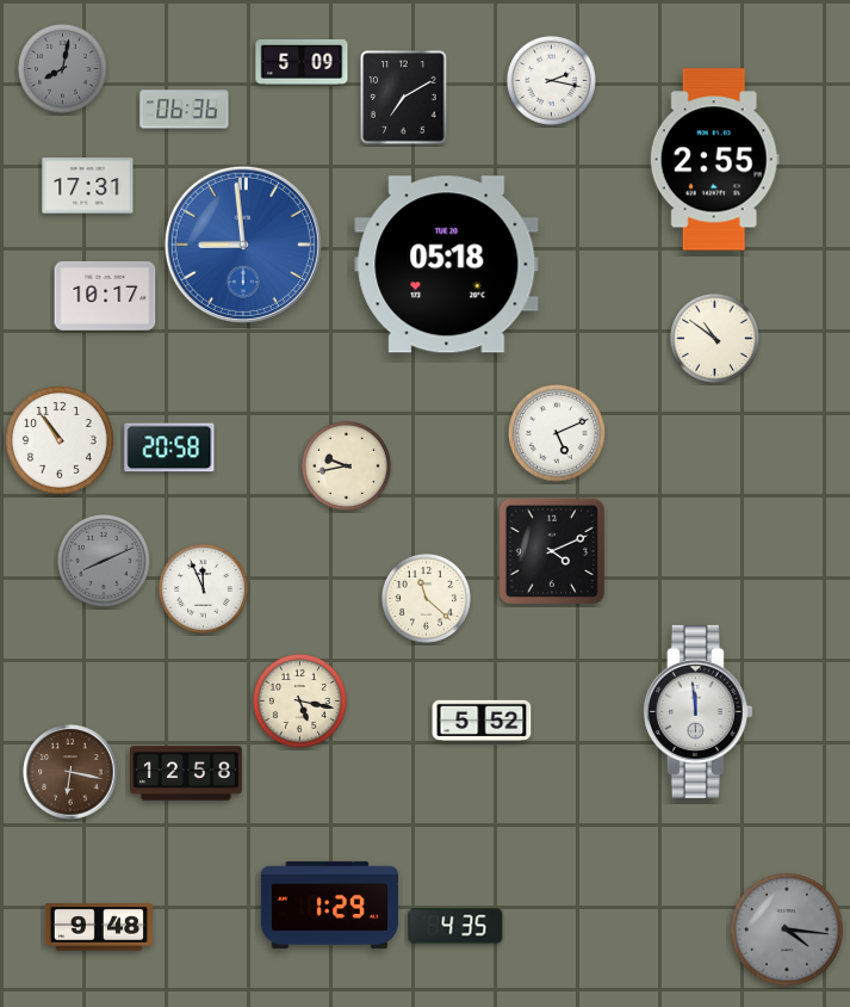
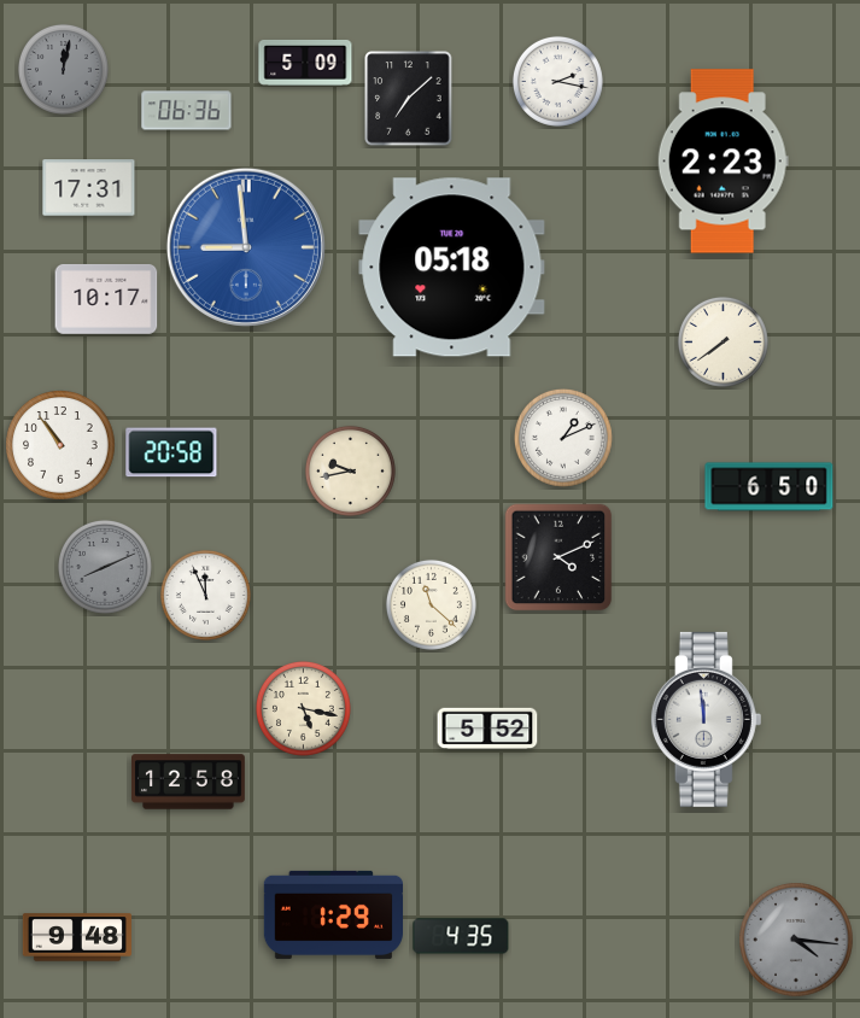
clock at (62, 68): 8:02 -> 12:02
clock at (404, 98): 7:10 -> 7:08
clock at (714, 160): 2:55 -> 2:23
clock at (714, 338): 10:51 -> 7:39
clock at (558, 433): 5:11 -> 1:11
clock at (770, 487): none -> 6:50
clock at (70, 772): 6:17 -> none
clock at (99, 927) position: (99, 927) -> (77, 937)
